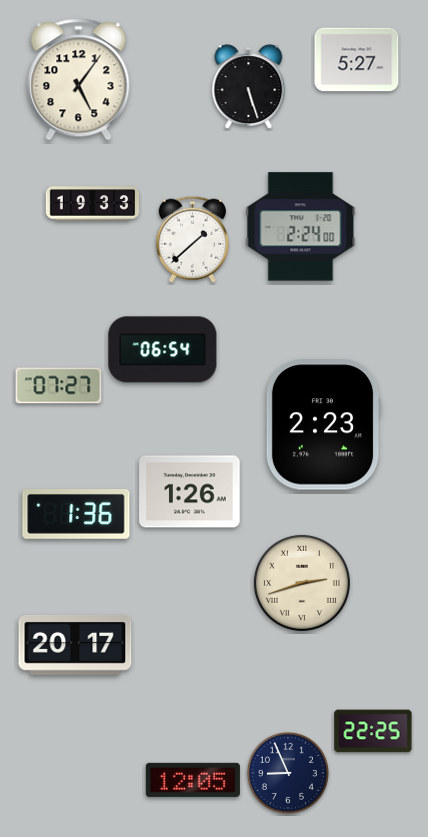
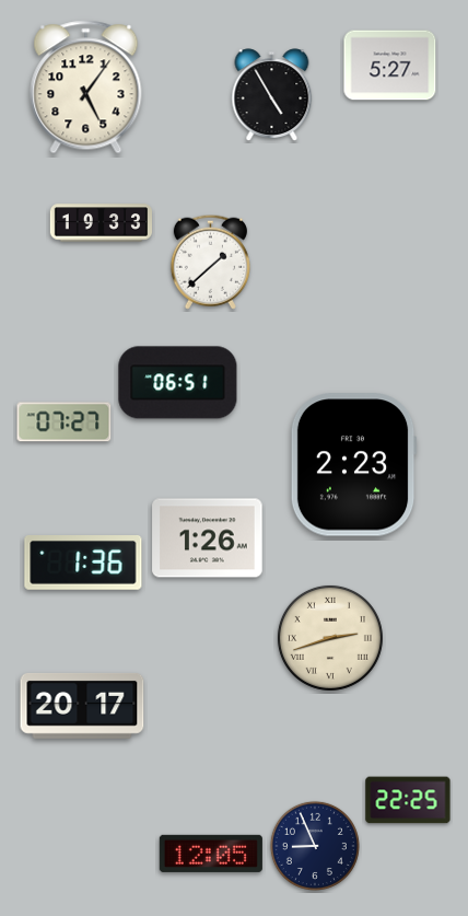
clock at (249, 87): 5:27 -> 4:55
clock at (301, 227): 2:24 -> none
clock at (163, 350): 06:54 -> 06:51
